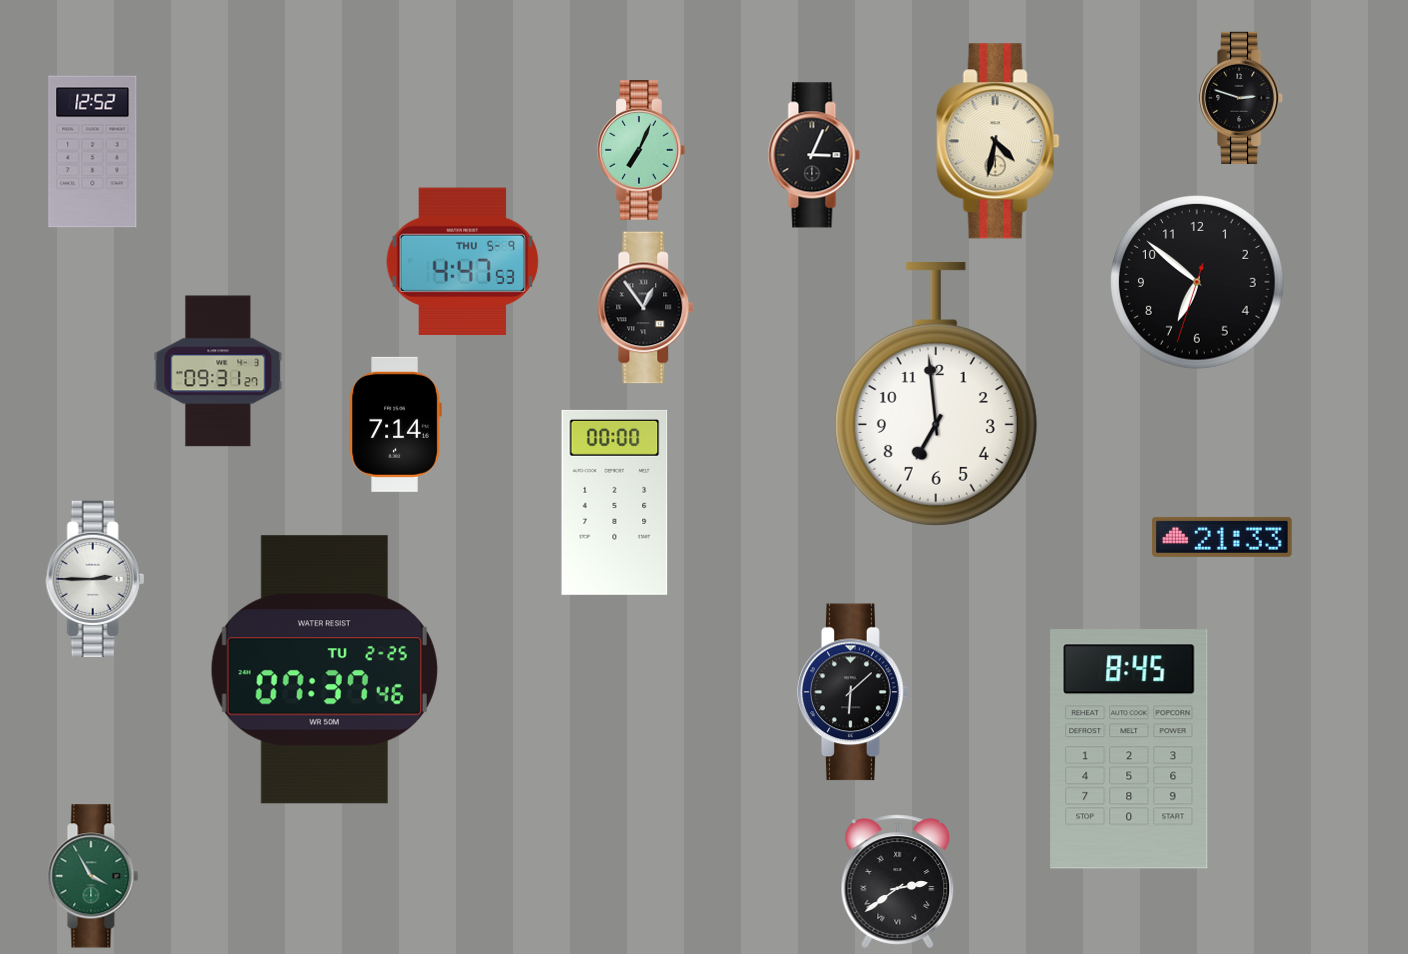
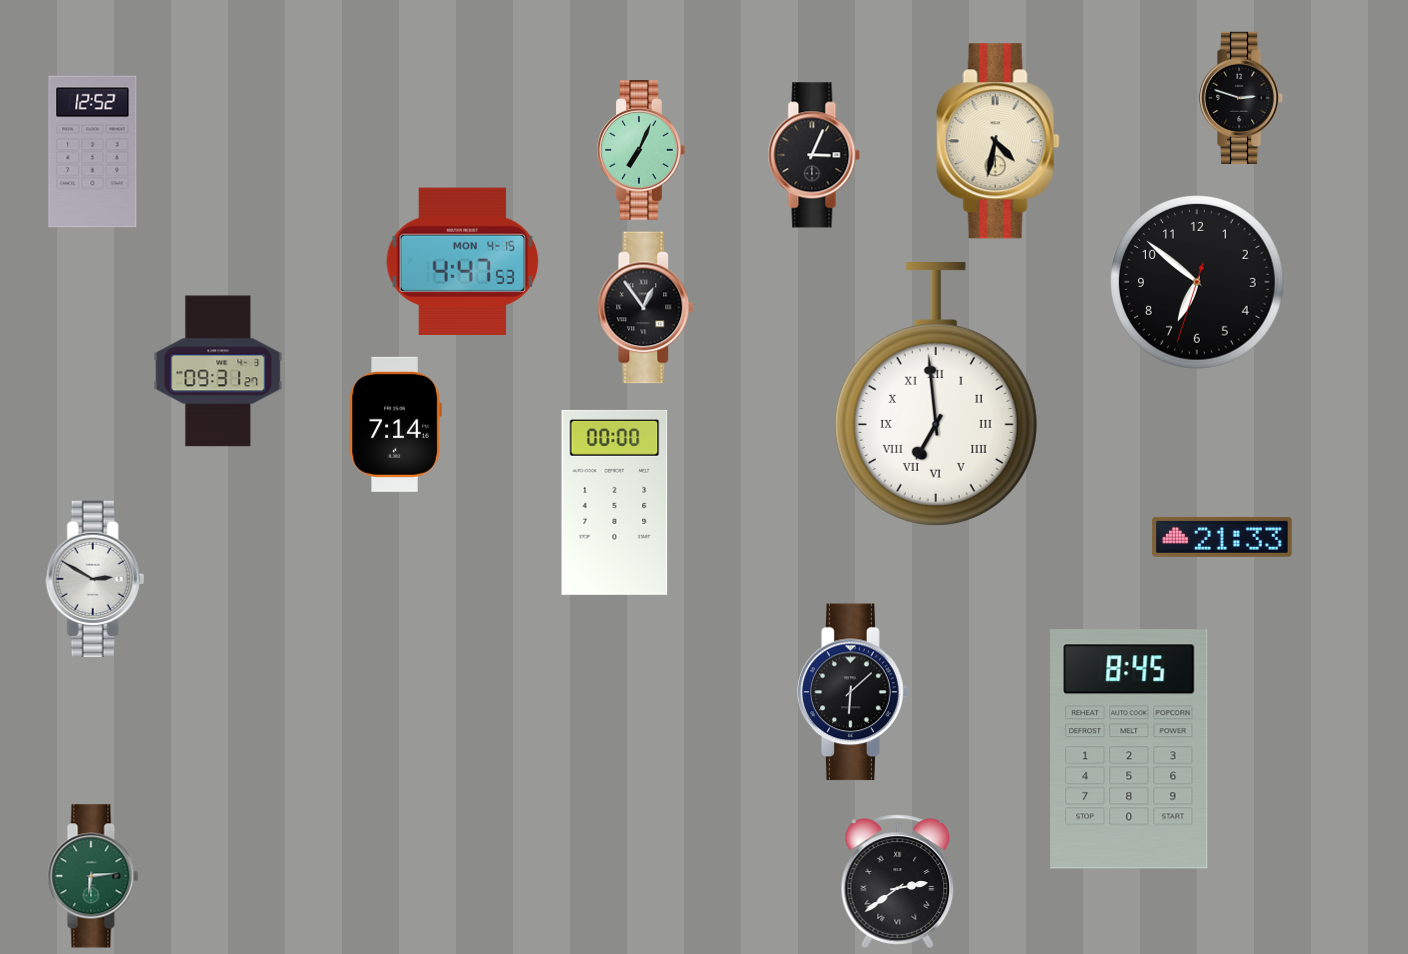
clock at (463, 261) date: THU 5-9 -> MON 4-15
clock at (936, 395) numerals: Arabic -> Roman
clock at (95, 579): 2:45 -> 2:50
clock at (324, 670): 07:37 -> none
clock at (93, 876): 3:55 -> 6:14
